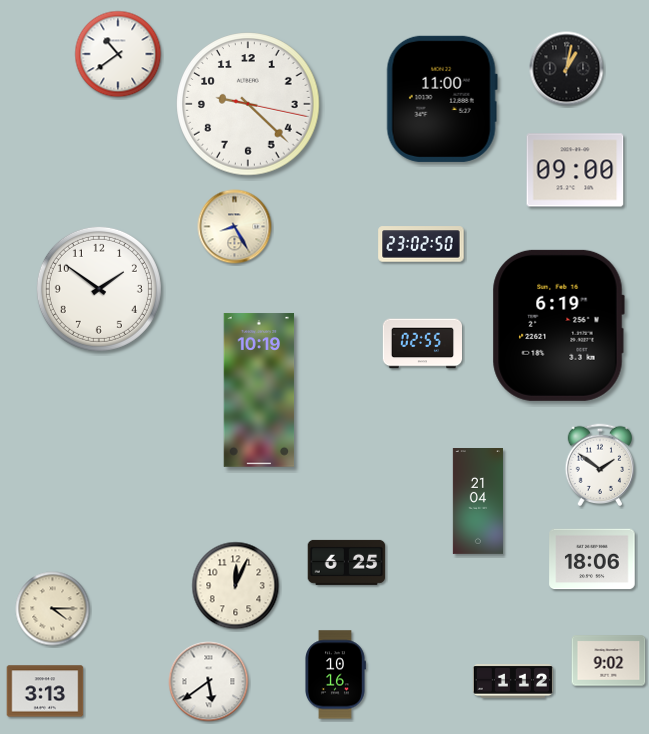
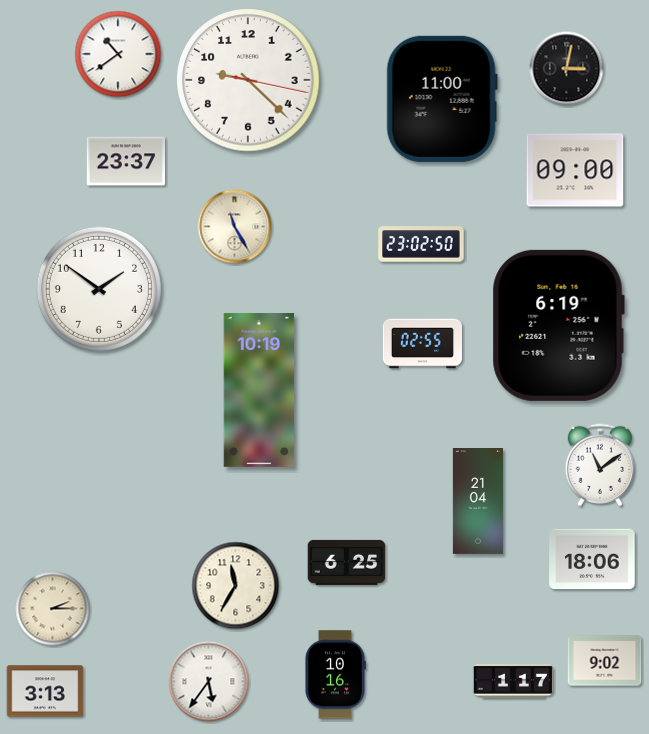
clock at (567, 69): 1:02 -> 3:02
clock at (248, 104) position: (248, 104) -> (248, 80)
clock at (126, 161): none -> 23:37
clock at (235, 227): 8:25 -> 11:25
clock at (600, 464): 1:51 -> 11:09
clock at (236, 586): 12:04 -> 11:35
clock at (53, 609): 4:15 -> 2:15
clock at (609, 661) position: (609, 661) -> (605, 661)
clock at (209, 682): 5:39 -> 5:36
clock at (513, 682): 1:12 -> 1:17
